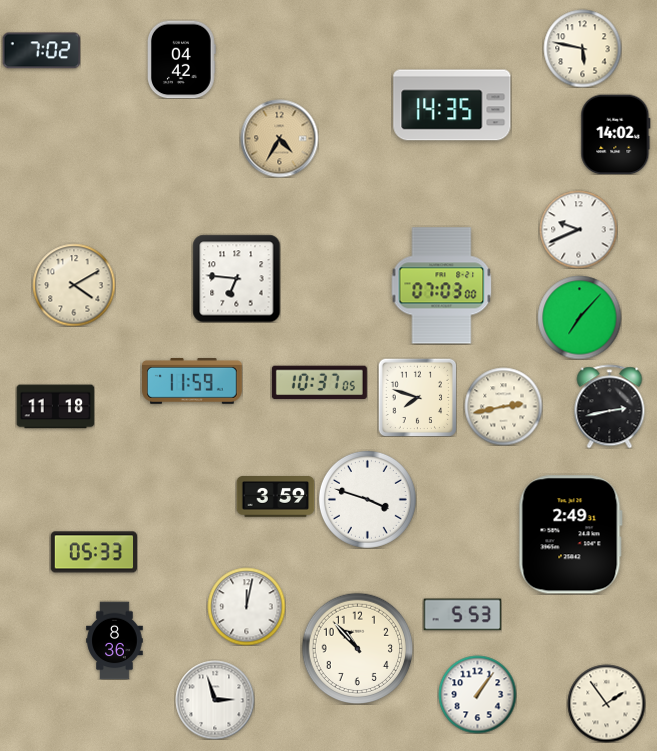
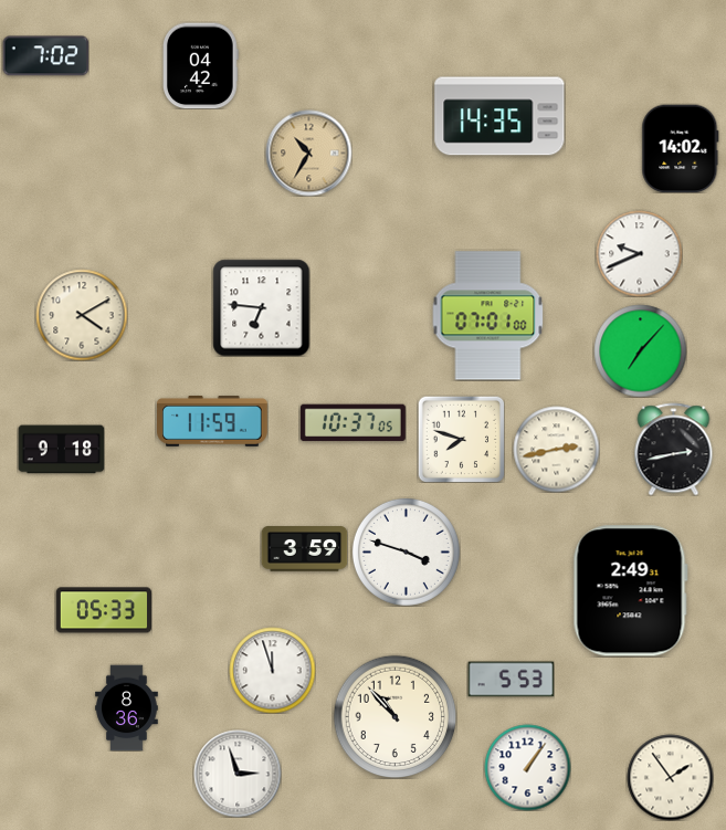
clock at (582, 48): 5:47 -> none
clock at (279, 138): 4:35 -> 10:35
clock at (442, 286): 07:03 -> 07:01
clock at (55, 407): 11:18 -> 9:18
clock at (246, 606): 12:02 -> 11:57
